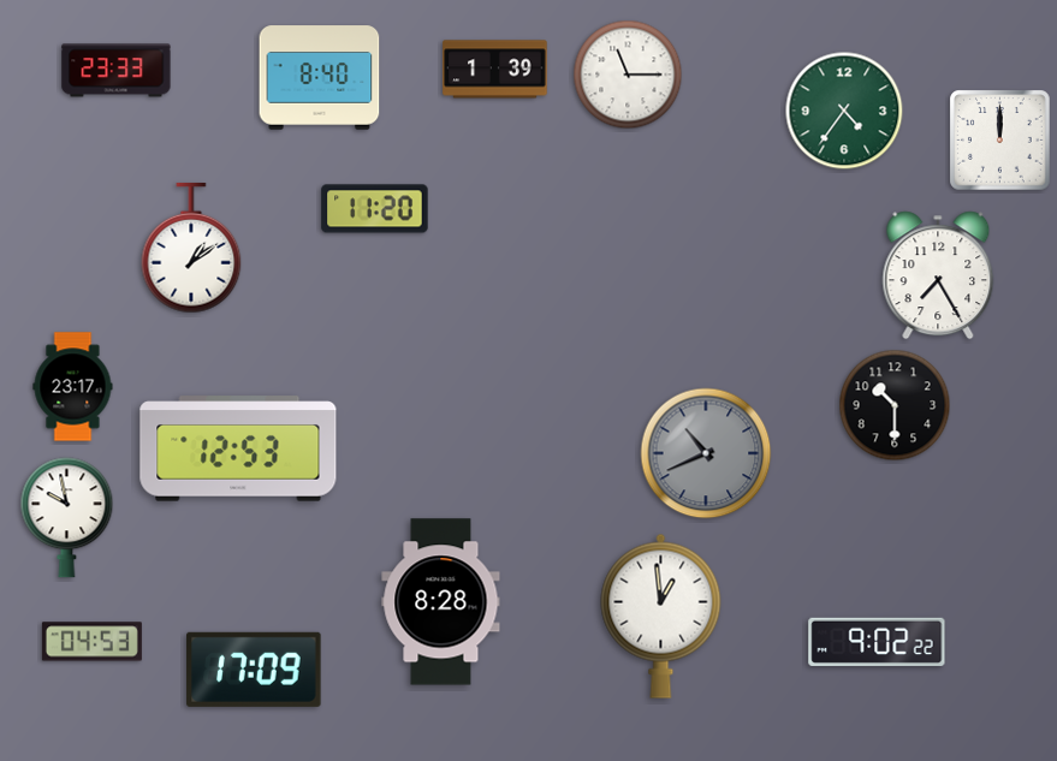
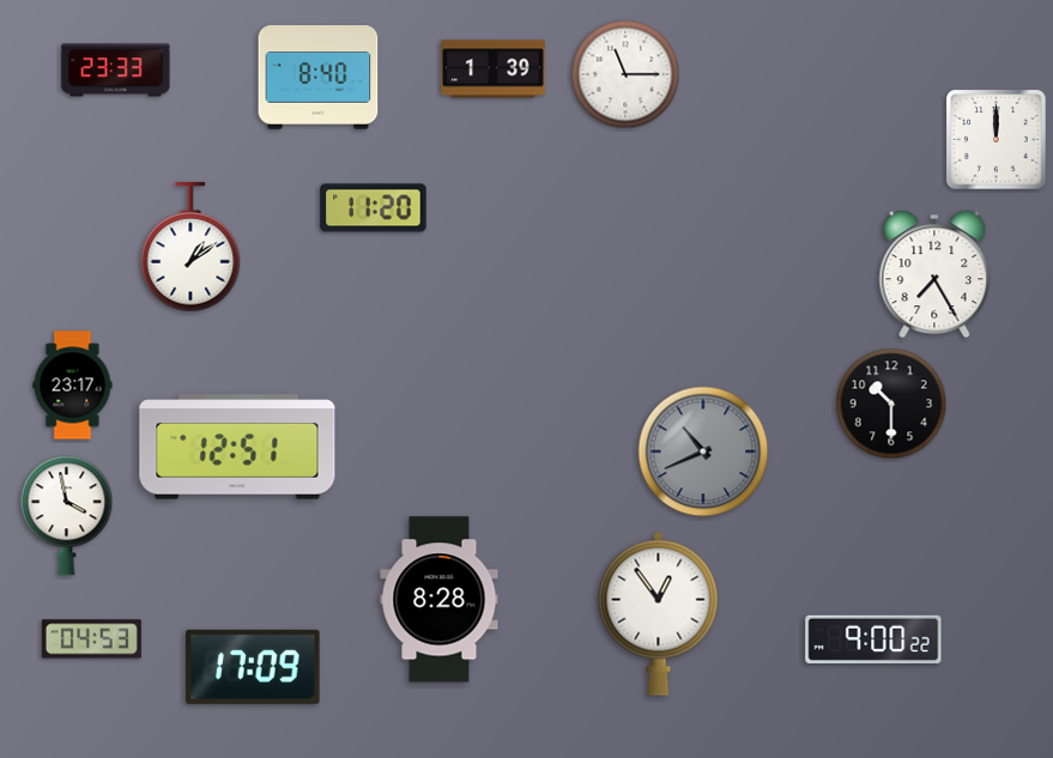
clock at (844, 111): 4:36 -> none
clock at (238, 448): 12:53 -> 12:51
clock at (67, 518): 9:58 -> 3:58
clock at (661, 616): 12:59 -> 12:54
clock at (877, 642): 9:02 -> 9:00
